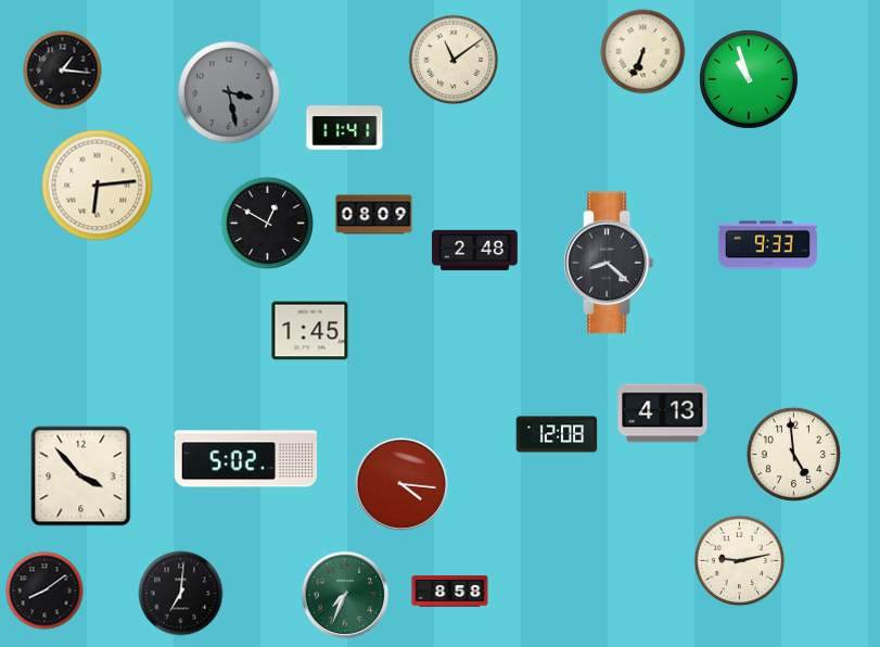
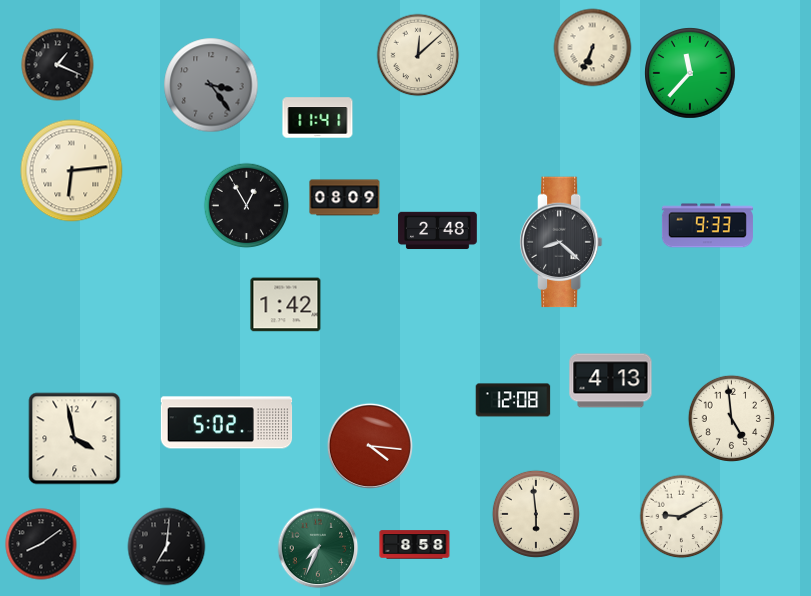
clock at (454, 60): 11:09 -> 12:08
clock at (63, 71): 1:16 -> 1:19
clock at (749, 79): 10:57 -> 11:37
clock at (229, 92): 3:28 -> 3:24
clock at (98, 186) position: (98, 186) -> (72, 171)
clock at (268, 224): 12:50 -> 12:55
clock at (310, 331): 1:45 -> 1:42
clock at (81, 477): 3:53 -> 3:58
clock at (536, 514): none -> 5:59
clock at (740, 561): 9:13 -> 9:10
